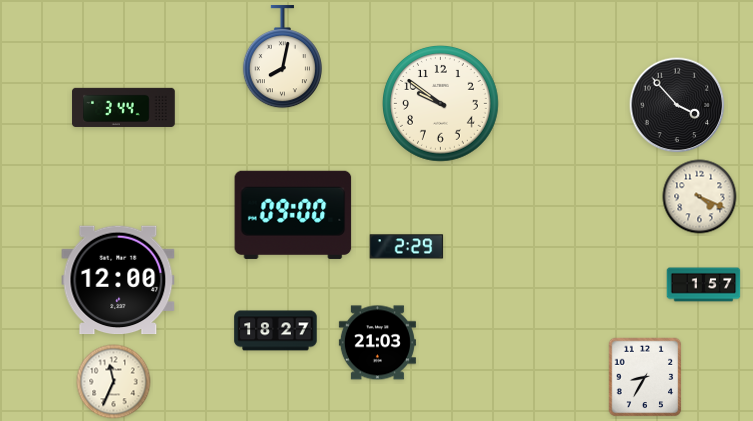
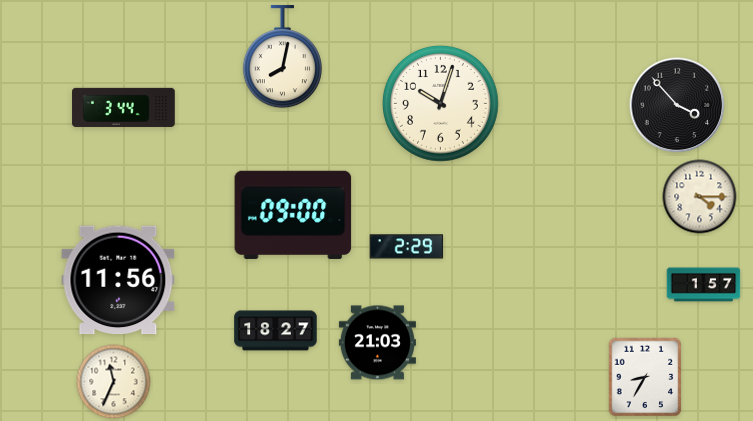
clock at (441, 104): 9:51 -> 10:03
clock at (700, 197): 4:19 -> 4:15
clock at (118, 280): 12:00 -> 11:56
